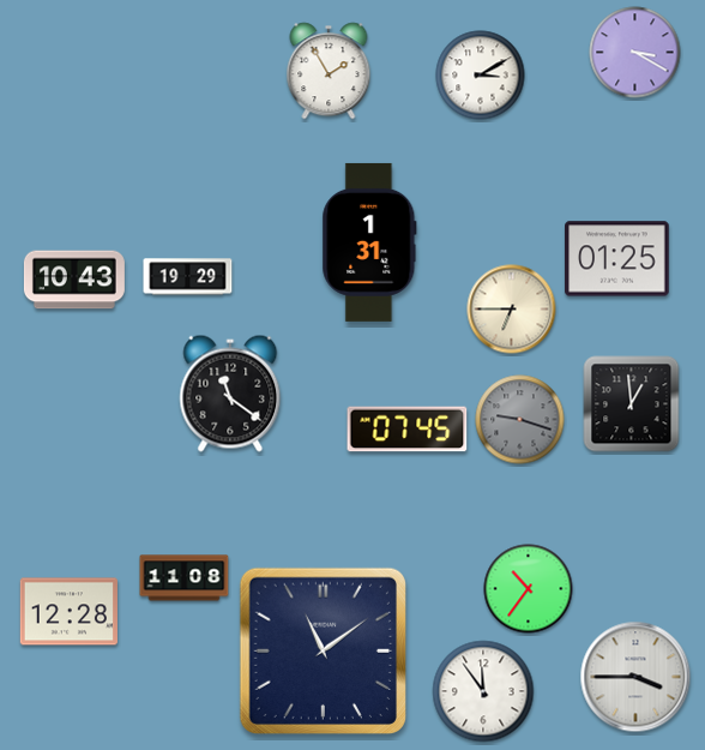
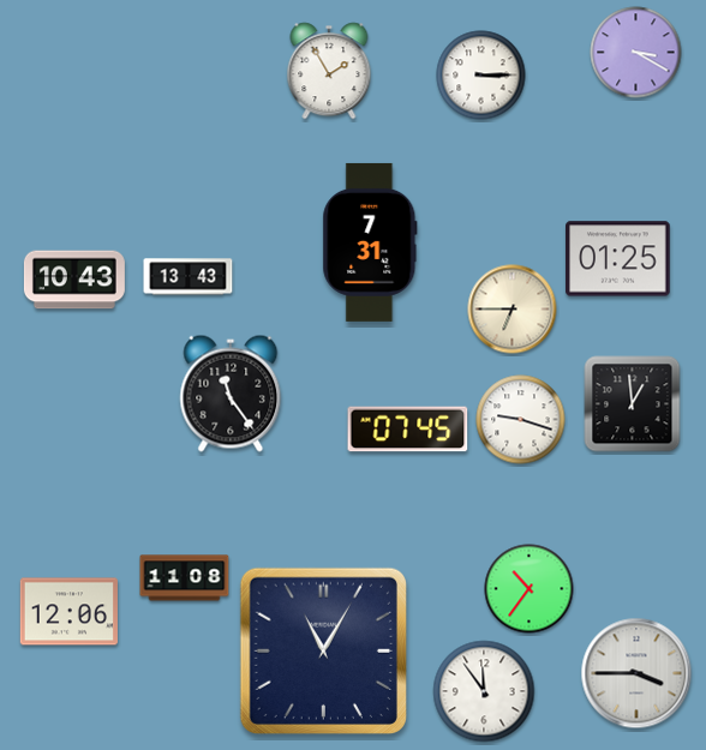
clock at (481, 76): 3:10 -> 3:15
clock at (369, 242): 1:31 -> 7:31
clock at (188, 277): 19:29 -> 13:43
clock at (230, 394): 11:21 -> 11:24
clock at (520, 420) dial: grey -> white
clock at (68, 612): 12:28 -> 12:06
clock at (323, 650): 11:09 -> 11:05
clock at (635, 677) position: (635, 677) -> (636, 673)
